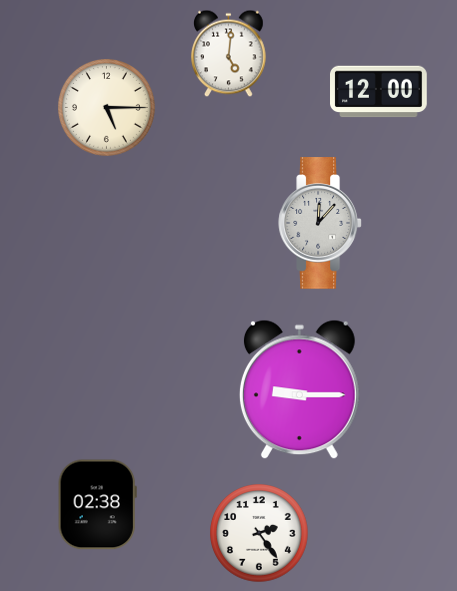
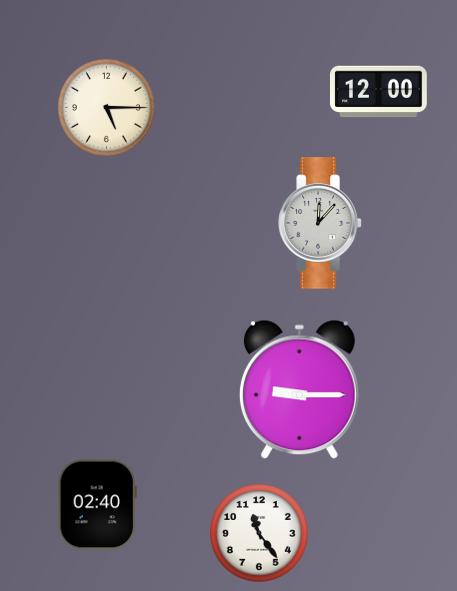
clock at (229, 54): 5:01 -> none
clock at (97, 505): 02:38 -> 02:40
clock at (259, 533): 2:24 -> 11:24
